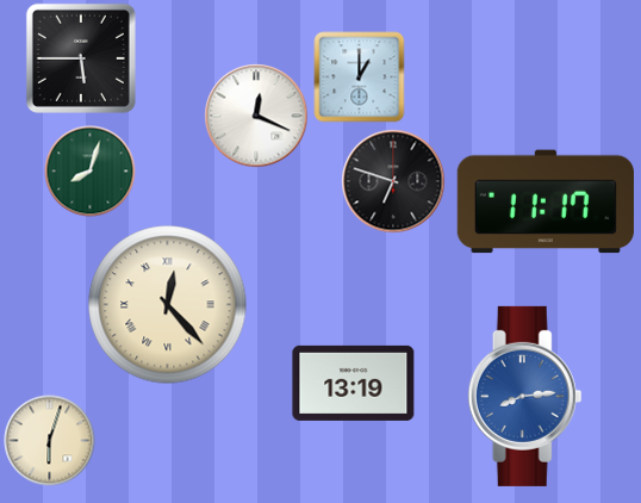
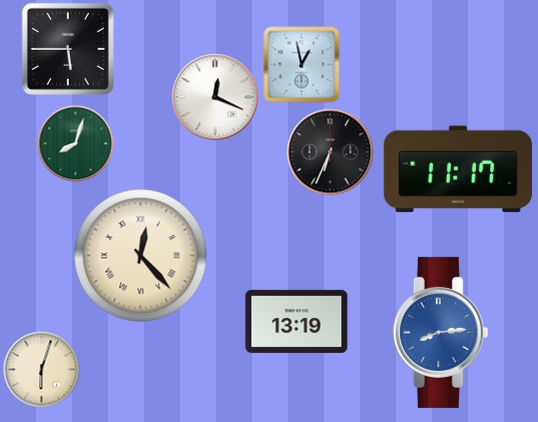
clock at (360, 77): 1:00 -> 12:58
clock at (393, 181): 6:48 -> 6:34
